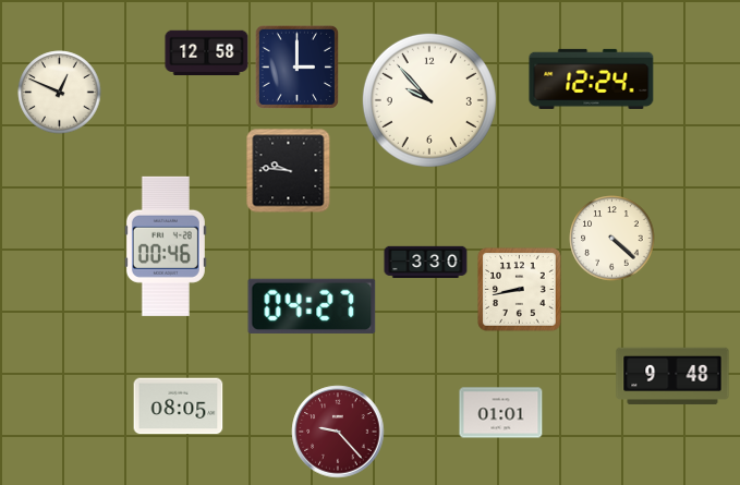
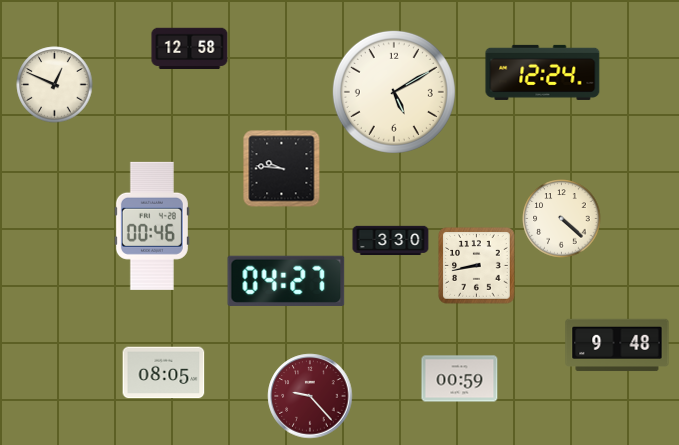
clock at (296, 66): 3:00 -> none
clock at (429, 100): 9:53 -> 5:10
clock at (289, 171) position: (289, 171) -> (282, 169)
clock at (501, 413): 01:01 -> 00:59
